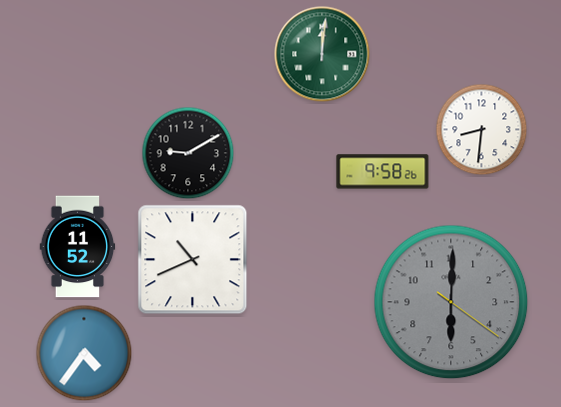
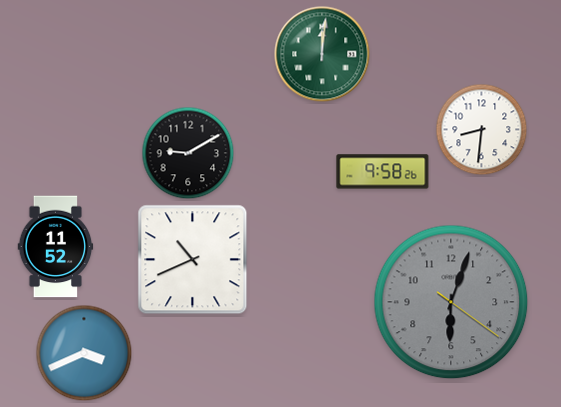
clock at (78, 247) position: (78, 247) -> (56, 247)
clock at (451, 302): 6:00 -> 6:03
clock at (84, 353): 4:36 -> 3:41
